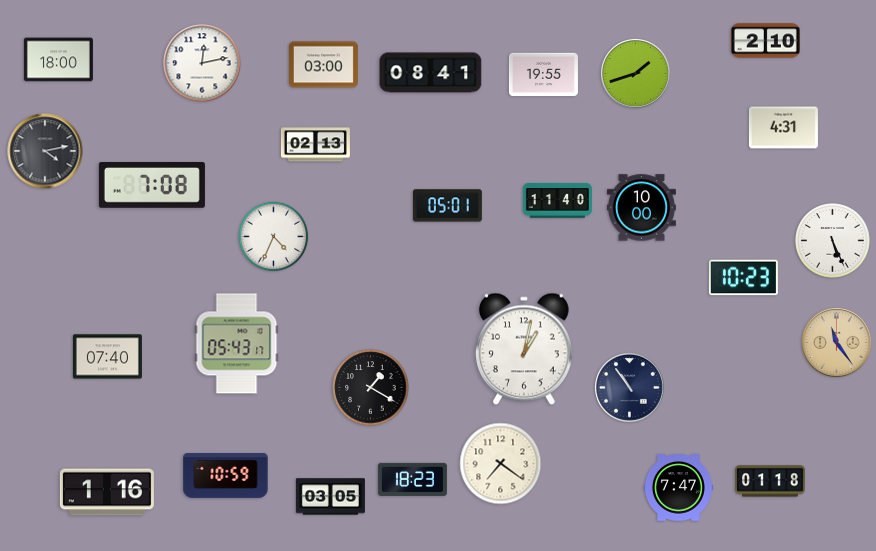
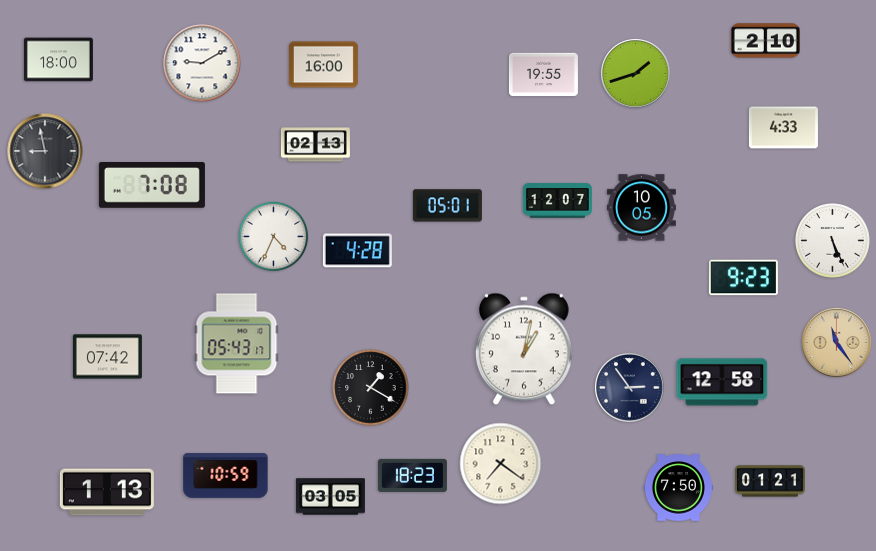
clock at (202, 63): 12:13 -> 9:10
clock at (323, 65): 03:00 -> 16:00
clock at (431, 73): 08:41 -> none
clock at (783, 128): 4:31 -> 4:33
clock at (45, 151): 4:13 -> 8:58
clock at (557, 201): 11:40 -> 12:07
clock at (641, 208): 10:00 -> 10:05
clock at (357, 251): none -> 4:28
clock at (743, 278): 10:23 -> 9:23
clock at (107, 357): 07:40 -> 07:42
clock at (722, 382): none -> 12:58
clock at (630, 388): 10:54 -> 2:54
clock at (412, 479) position: (412, 479) -> (412, 475)
clock at (770, 481): 01:18 -> 01:21
clock at (678, 488): 7:47 -> 7:50
clock at (107, 492): 1:16 -> 1:13
